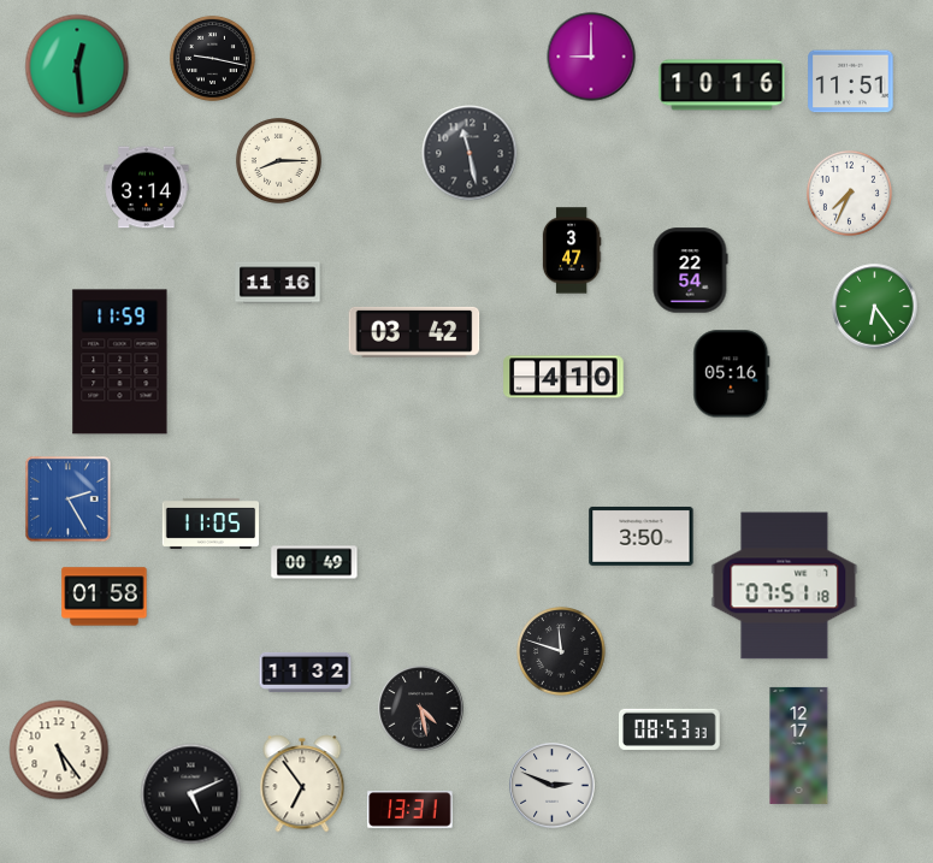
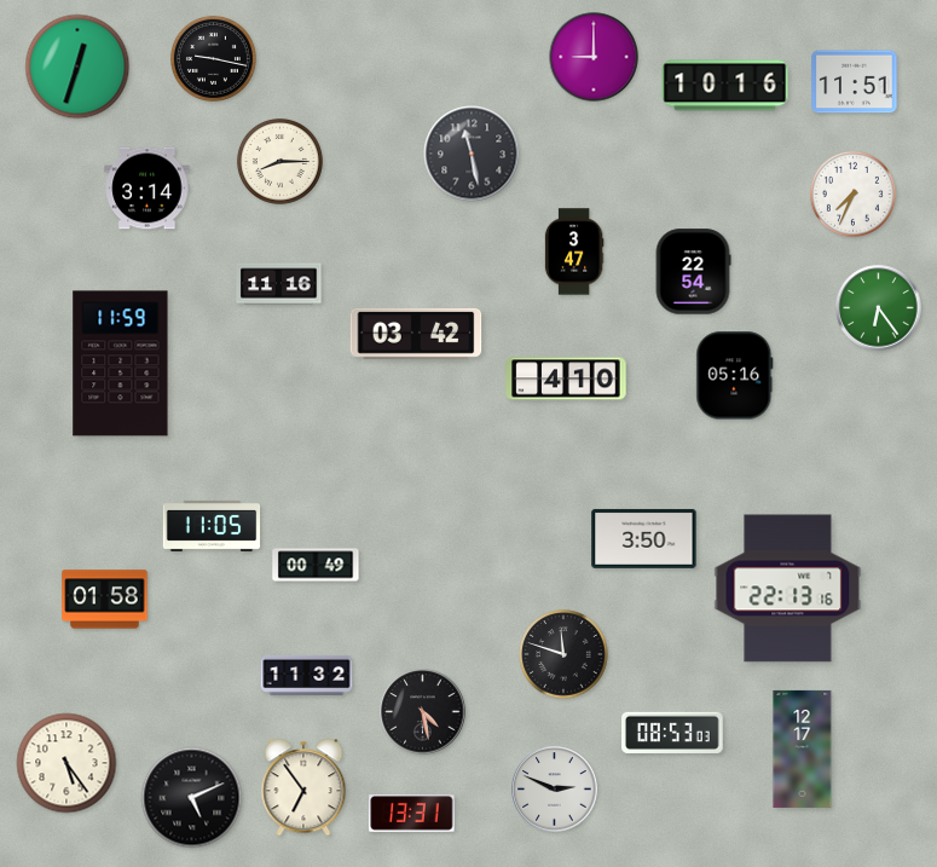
clock at (77, 66): 12:29 -> 12:33
clock at (69, 500): 2:25 -> none
clock at (785, 586): 07:51 -> 22:13
clock at (671, 728): 08:53:33 -> 08:53:03
clock at (59, 750) position: (59, 750) -> (66, 763)
